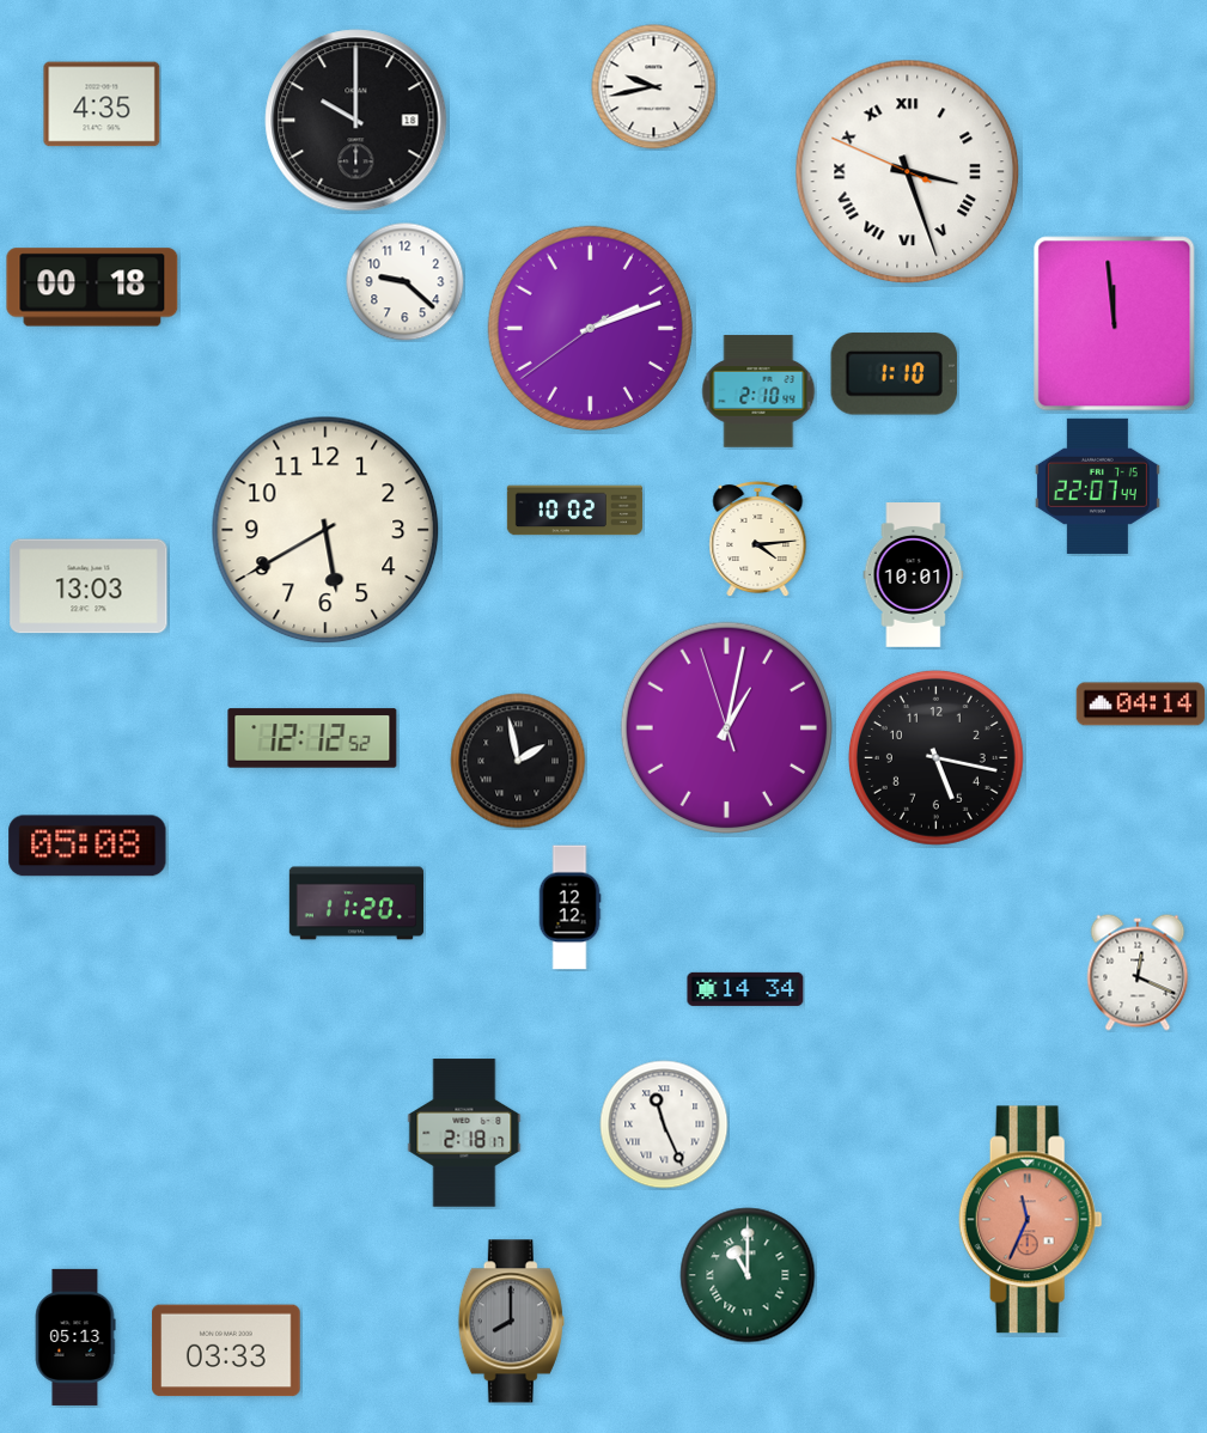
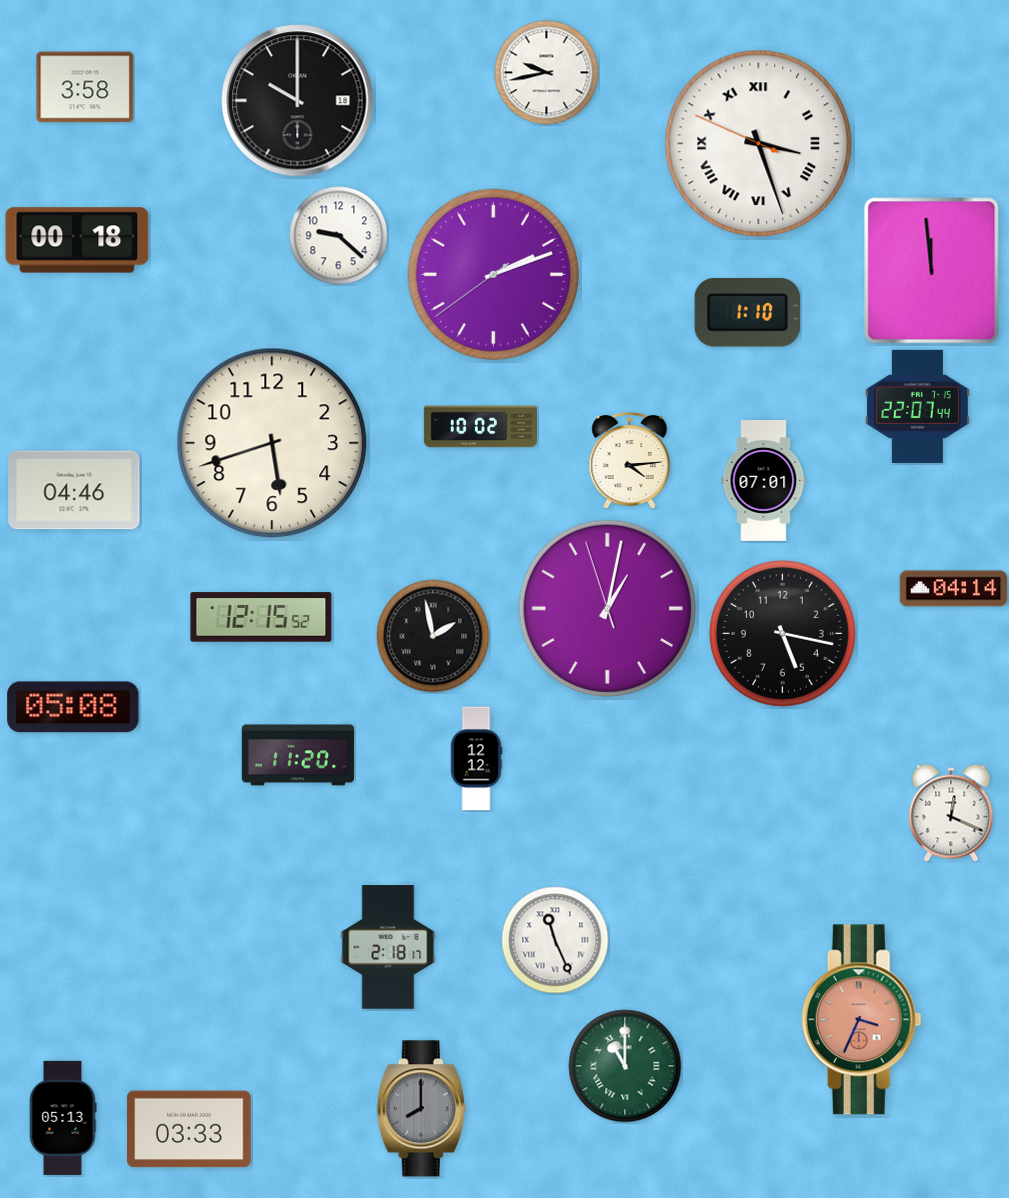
clock at (102, 104): 4:35 -> 3:58
clock at (758, 391): 2:10 -> none
clock at (325, 530): 5:40 -> 5:42
clock at (758, 538) position: (758, 538) -> (630, 460)
clock at (914, 575): 10:01 -> 07:01
clock at (89, 586): 13:03 -> 04:46
clock at (312, 738): 12:12 -> 12:15
clock at (745, 989): 14:34 -> none
clock at (1030, 1220): 11:34 -> 3:34
clock at (511, 1322) position: (511, 1322) -> (421, 1109)
